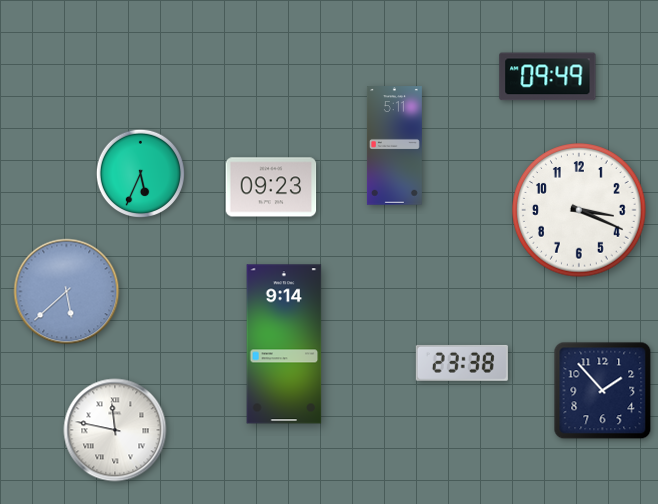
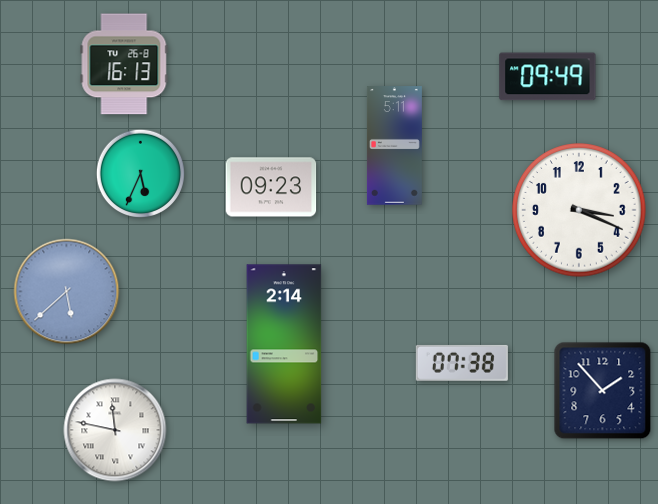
clock at (124, 64): none -> 16:13
clock at (284, 344): 9:14 -> 2:14
clock at (462, 363): 23:38 -> 07:38
